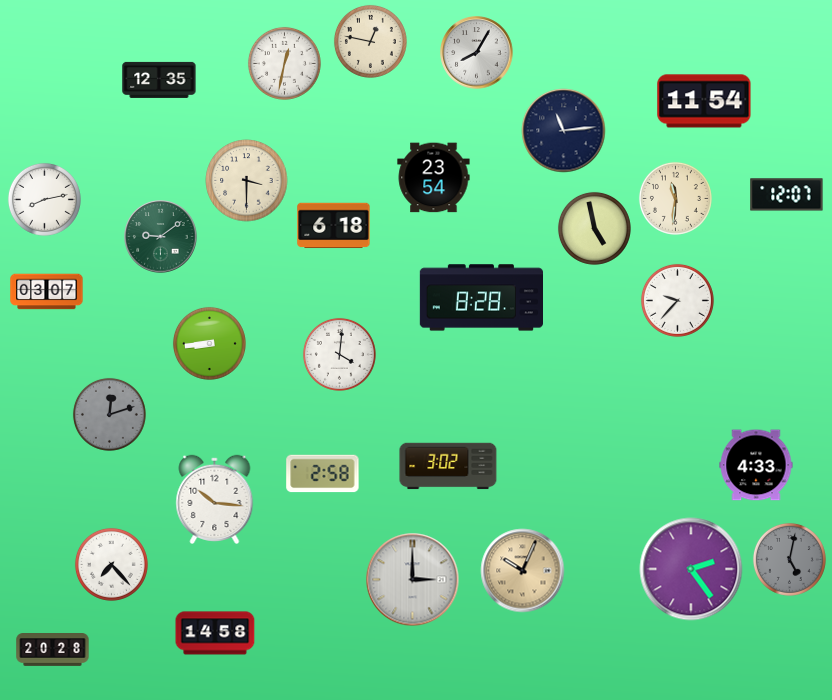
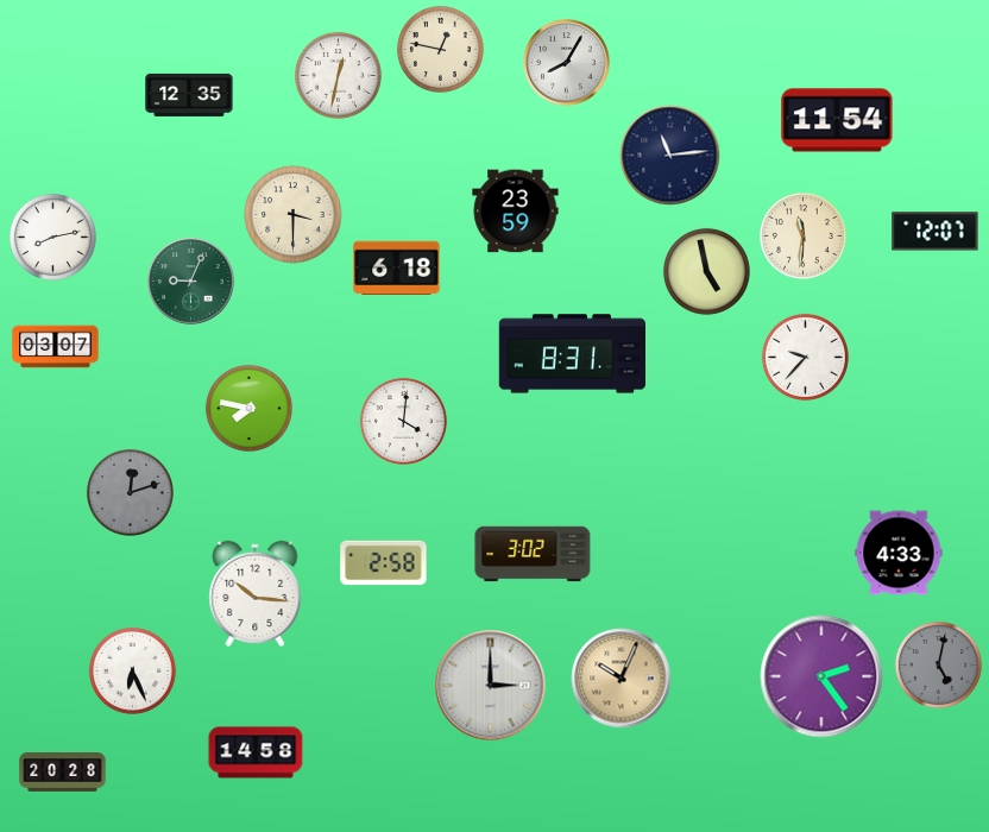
clock at (434, 178): 23:54 -> 23:59
clock at (161, 237): 9:09 -> 9:04
clock at (481, 298): 8:28 -> 8:31
clock at (209, 343): 8:44 -> 7:47
clock at (111, 564): 7:23 -> 6:26
clock at (413, 580) position: (413, 580) -> (491, 686)
